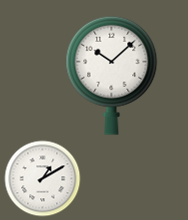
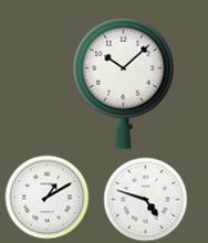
clock at (146, 200): none -> 4:48
